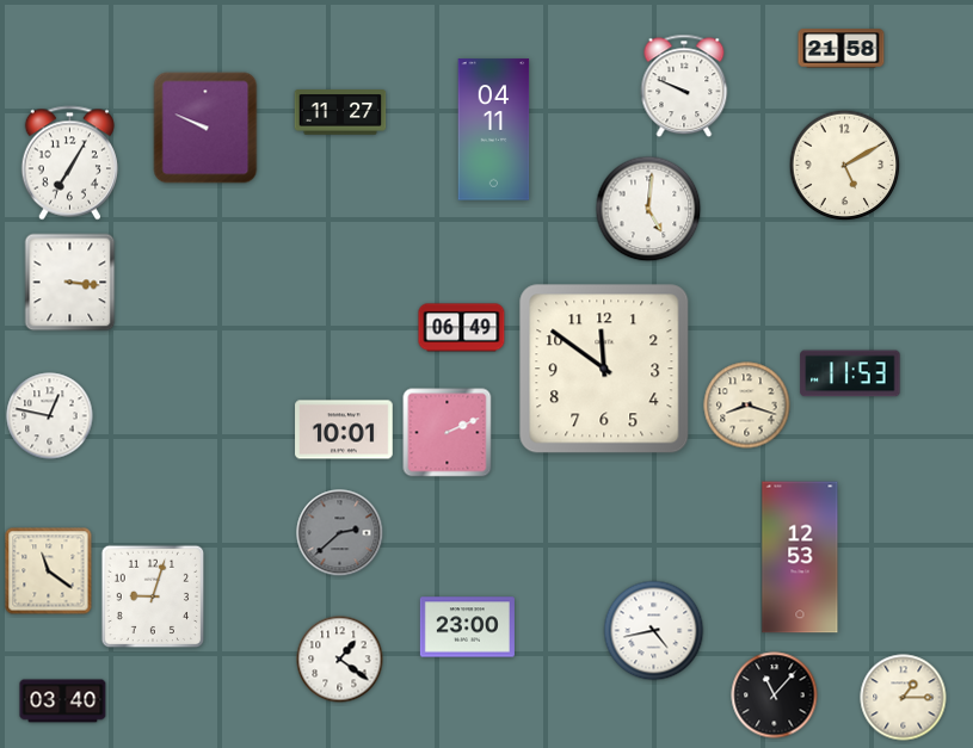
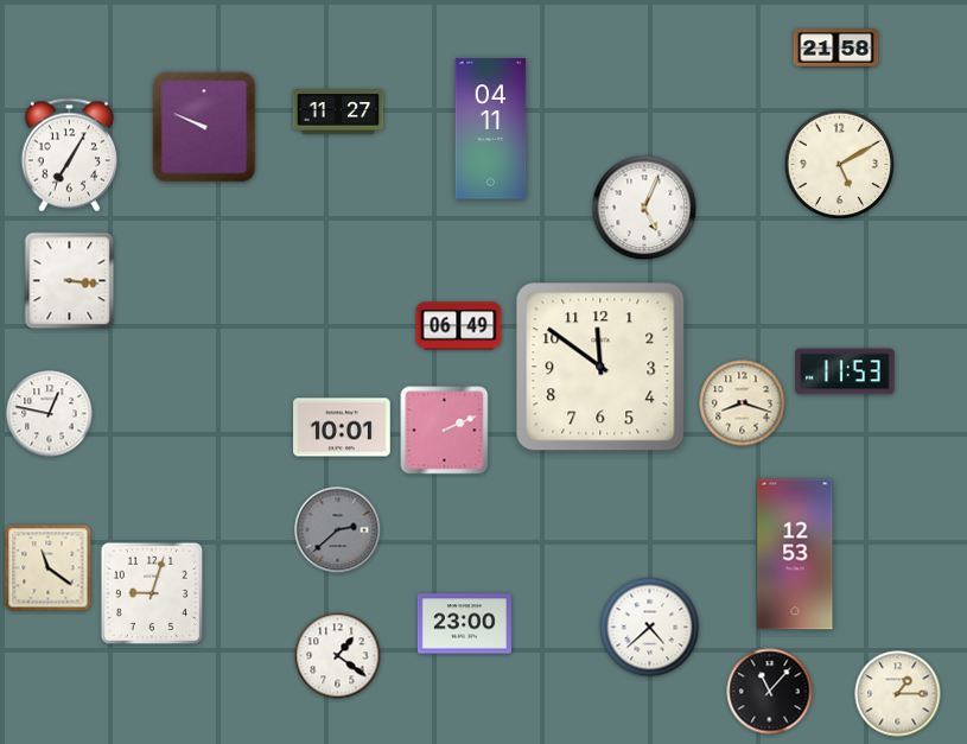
clock at (684, 86): 9:49 -> none
clock at (69, 163) position: (69, 163) -> (69, 155)
clock at (648, 209): 5:01 -> 5:04
clock at (654, 631): 4:43 -> 4:38
clock at (63, 701): 03:40 -> none
